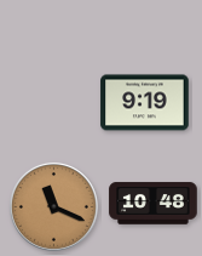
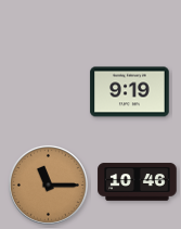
clock at (154, 204): 10:48 -> 10:46
clock at (53, 206): 11:19 -> 11:15
